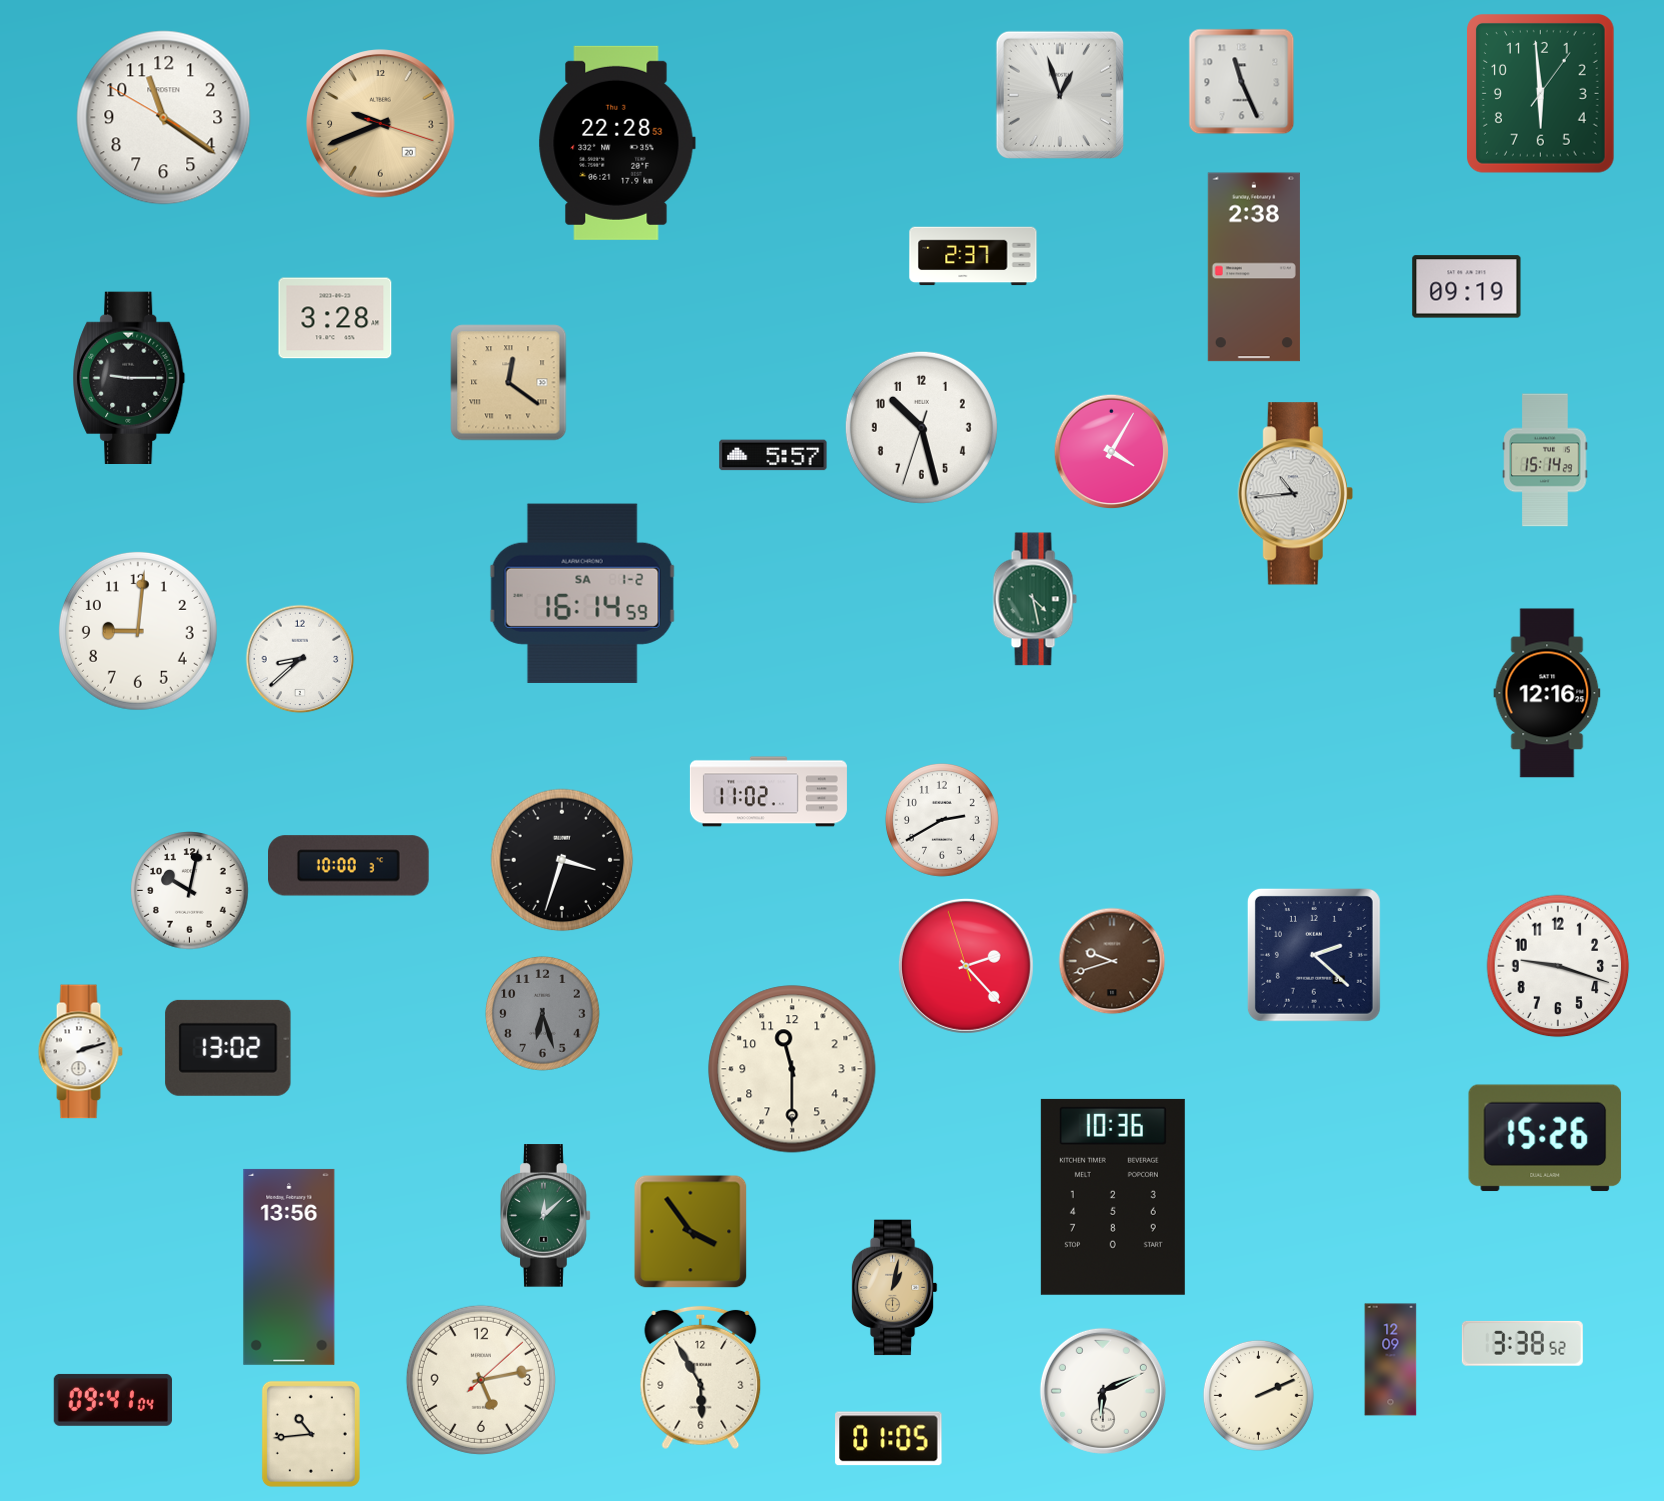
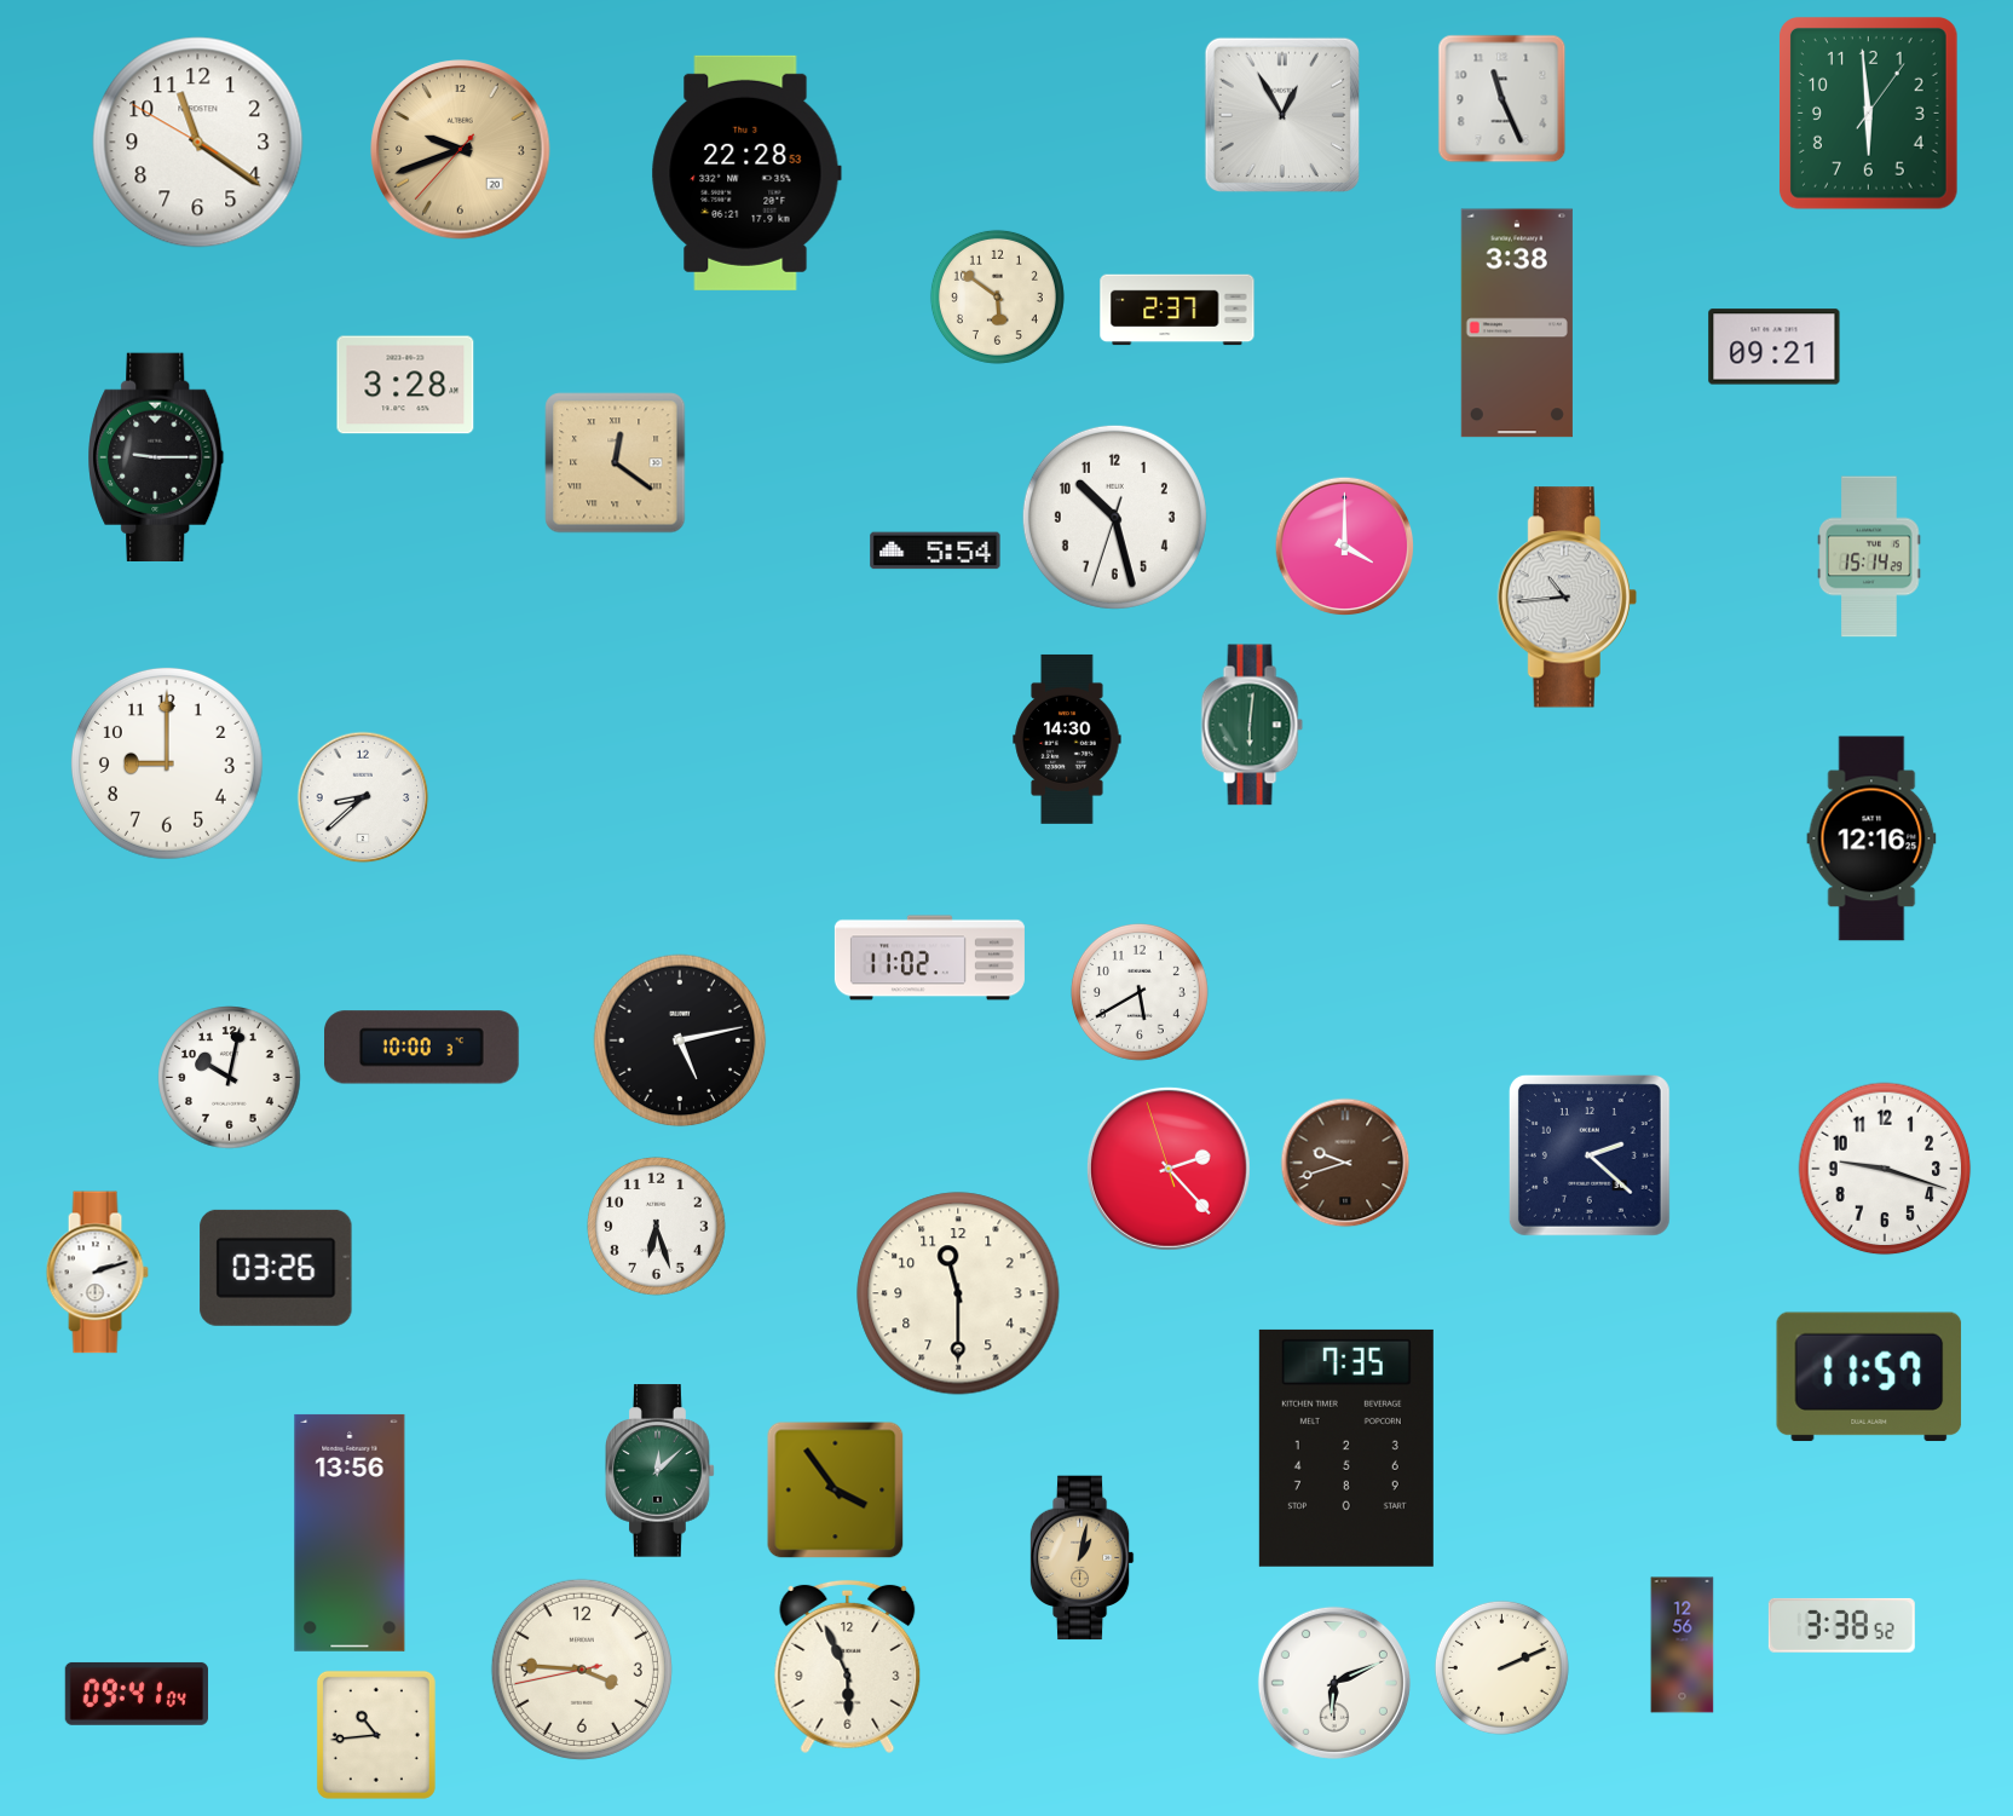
clock at (1541, 94) position: (1541, 94) -> (1869, 114)
clock at (1060, 95): 12:57 -> 12:55
clock at (381, 124): 9:41:18 -> 9:41:37
clock at (997, 296): none -> 5:51
clock at (1254, 267): 2:38 -> 3:38
clock at (1467, 287): 09:19 -> 09:21
clock at (1112, 452): 4:05 -> 4:00
clock at (773, 455): 5:57 -> 5:54
clock at (582, 593): 16:14 -> none
clock at (1035, 599): 4:28 -> 6:01
clock at (1067, 739): none -> 14:30
clock at (138, 631): 9:01 -> 9:00
clock at (942, 820): 2:40 -> 5:40
clock at (562, 860): 3:33 -> 5:13
clock at (543, 1014) dial: grey -> white
clock at (228, 1048): 13:02 -> 03:26
clock at (1545, 1138): 15:26 -> 11:57
clock at (1113, 1197): 10:36 -> 7:35
clock at (1391, 1360): 12:09 -> 12:56
clock at (701, 1378): 5:55 -> 5:56
clock at (481, 1380): 5:13 -> 3:45
clock at (1258, 1395) position: (1258, 1395) -> (1501, 1667)
clock at (889, 1439): 01:05 -> none
